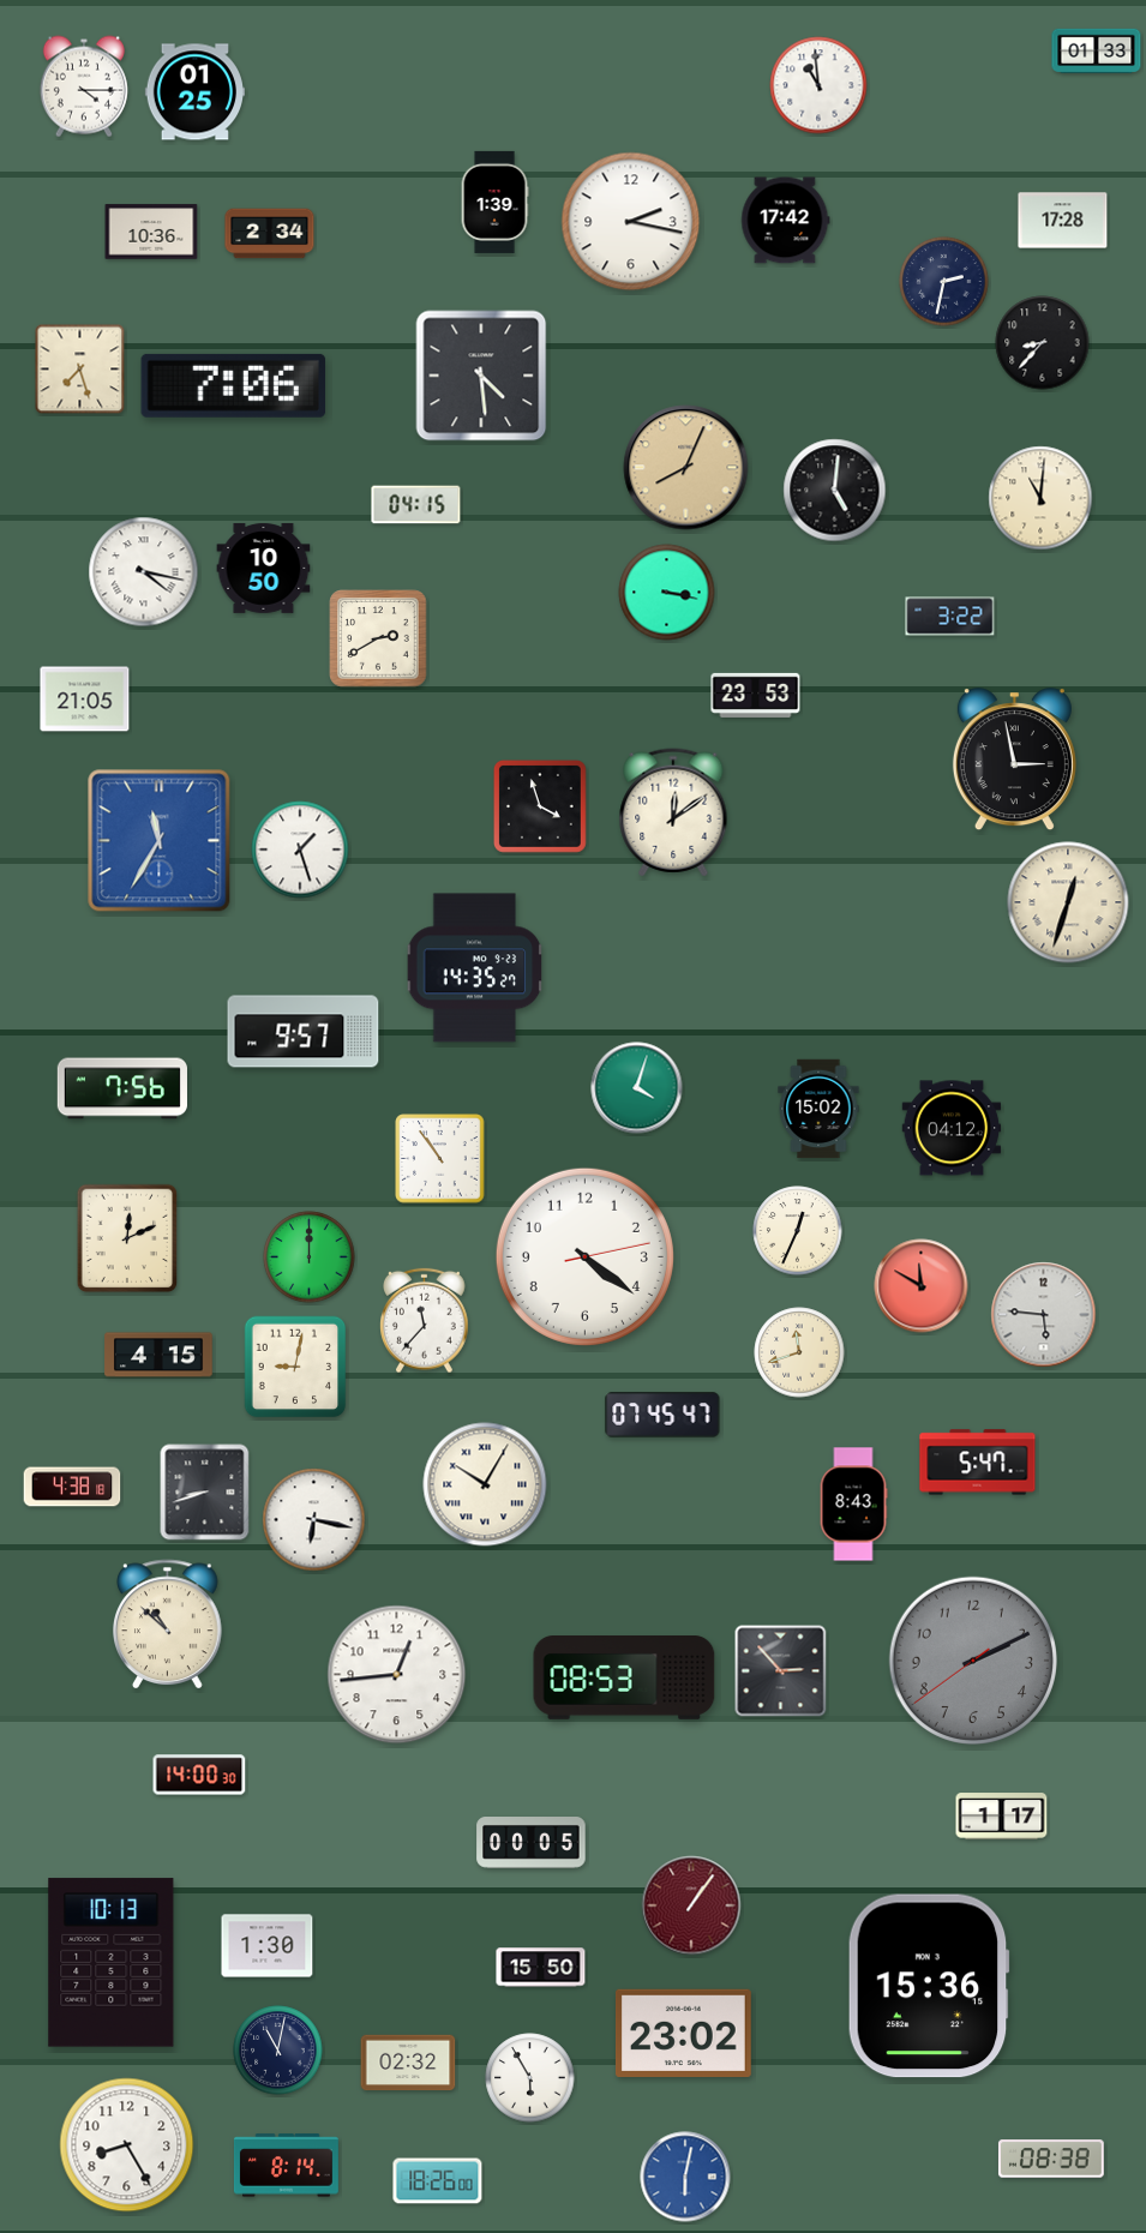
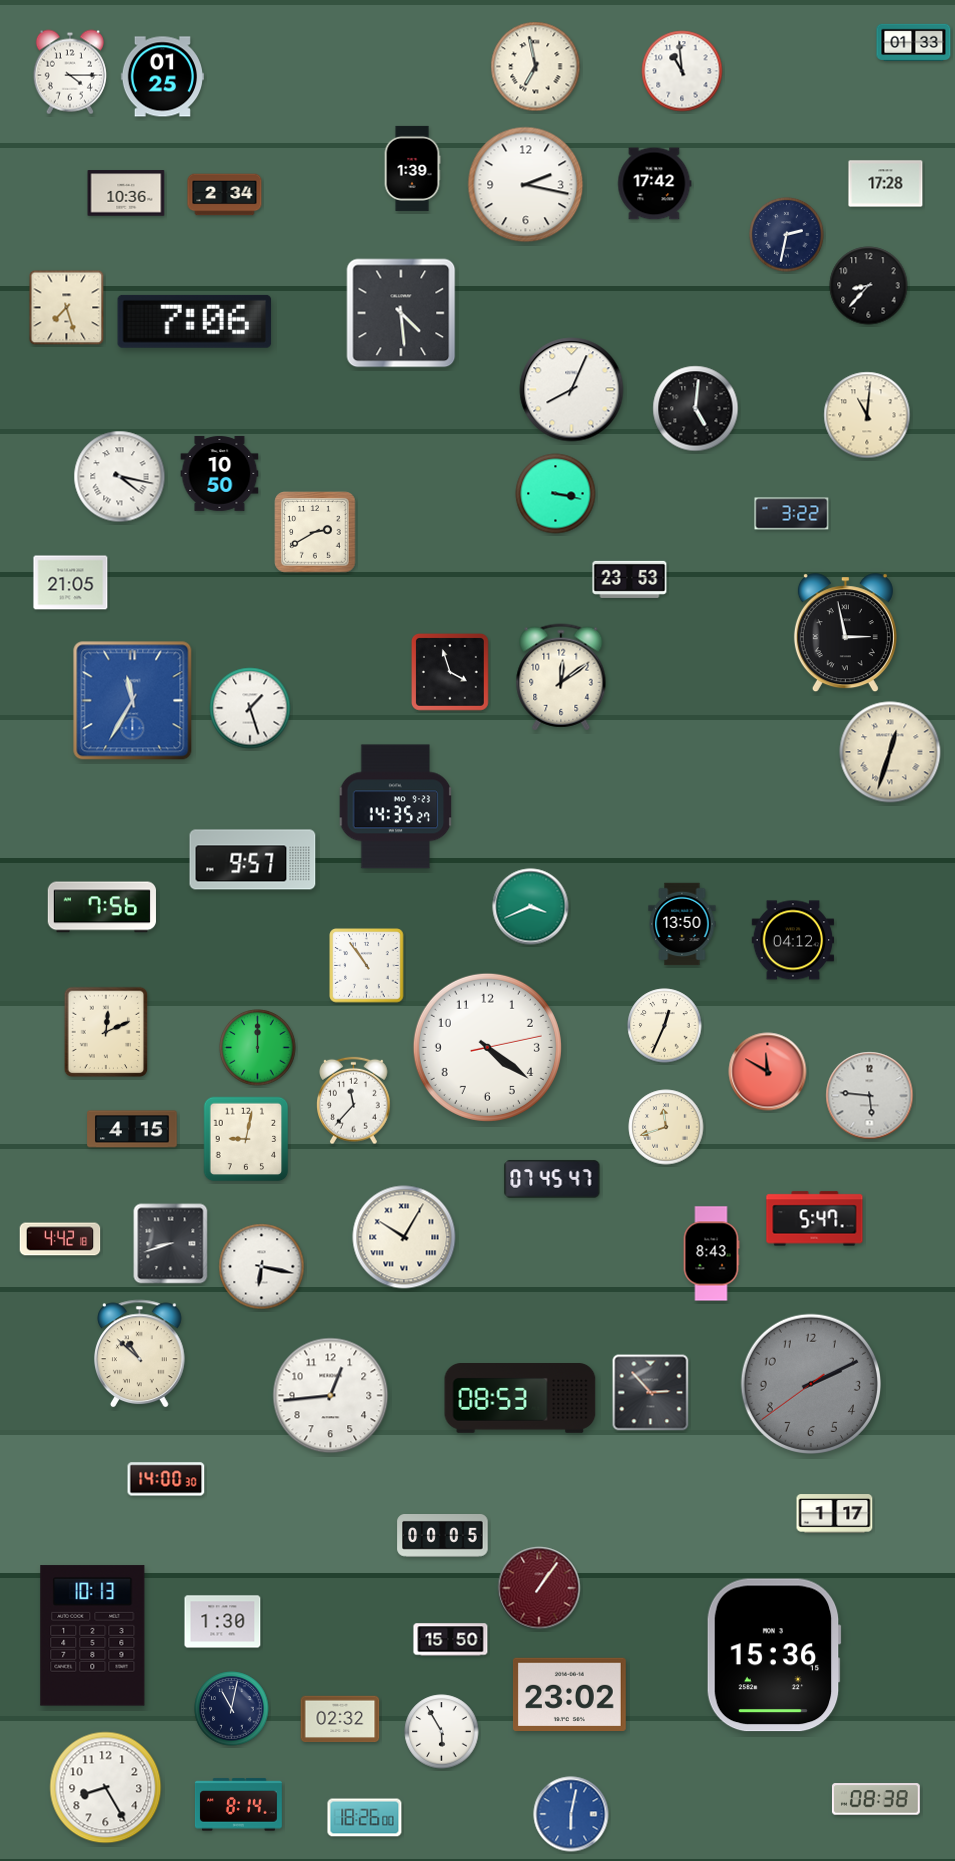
clock at (536, 67): none -> 6:58
clock at (686, 468) dial: champagne -> white
clock at (416, 505): 04:15 -> none
clock at (637, 1088): 4:03 -> 3:41
clock at (818, 1109): 15:02 -> 13:50
clock at (72, 1487): 4:38 -> 4:42
clock at (691, 1905) position: (691, 1905) -> (539, 1588)
